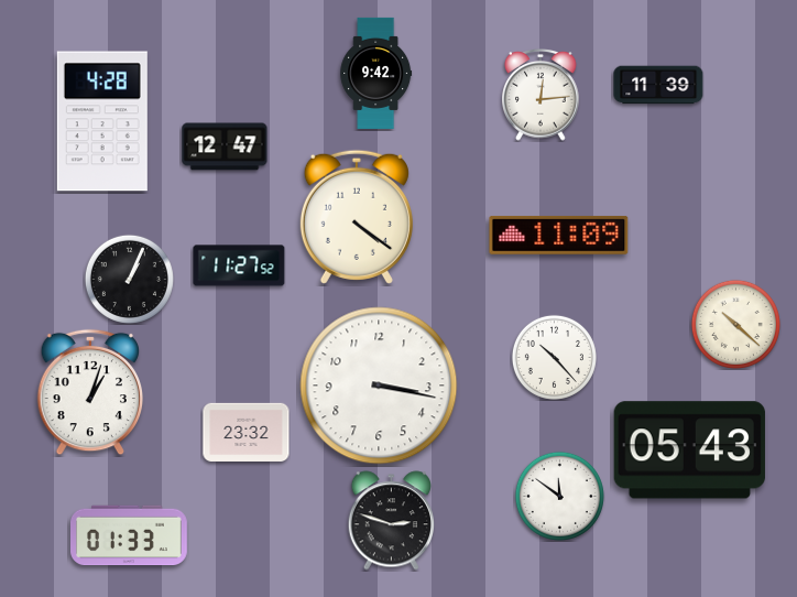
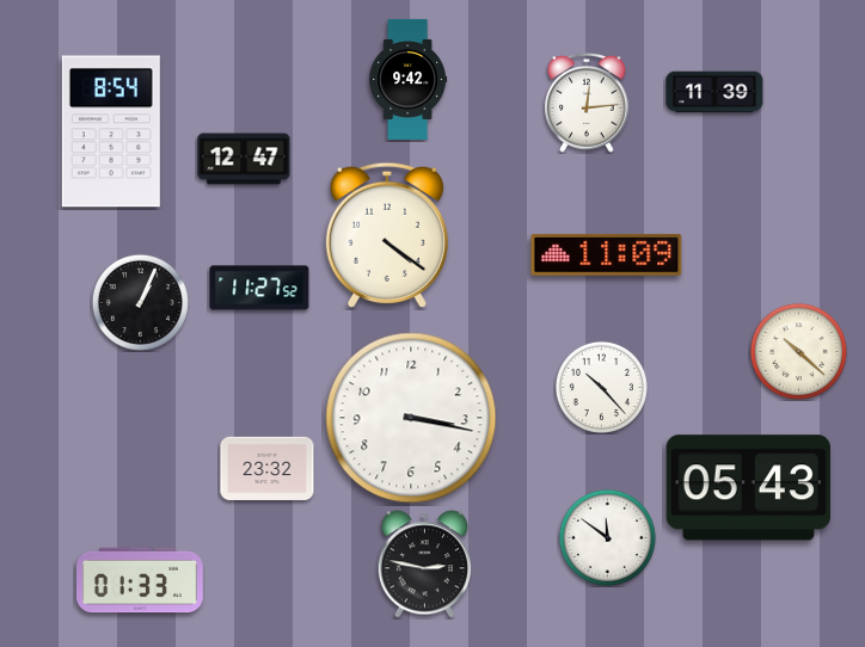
clock at (102, 121): 4:28 -> 8:54
clock at (90, 392): 1:03 -> none
clock at (391, 521): 2:48 -> 2:47
